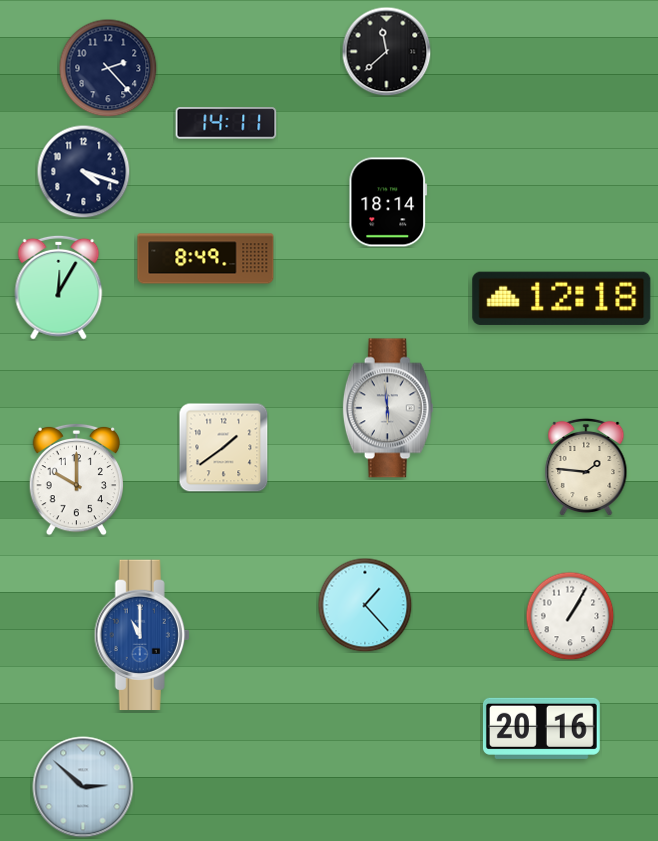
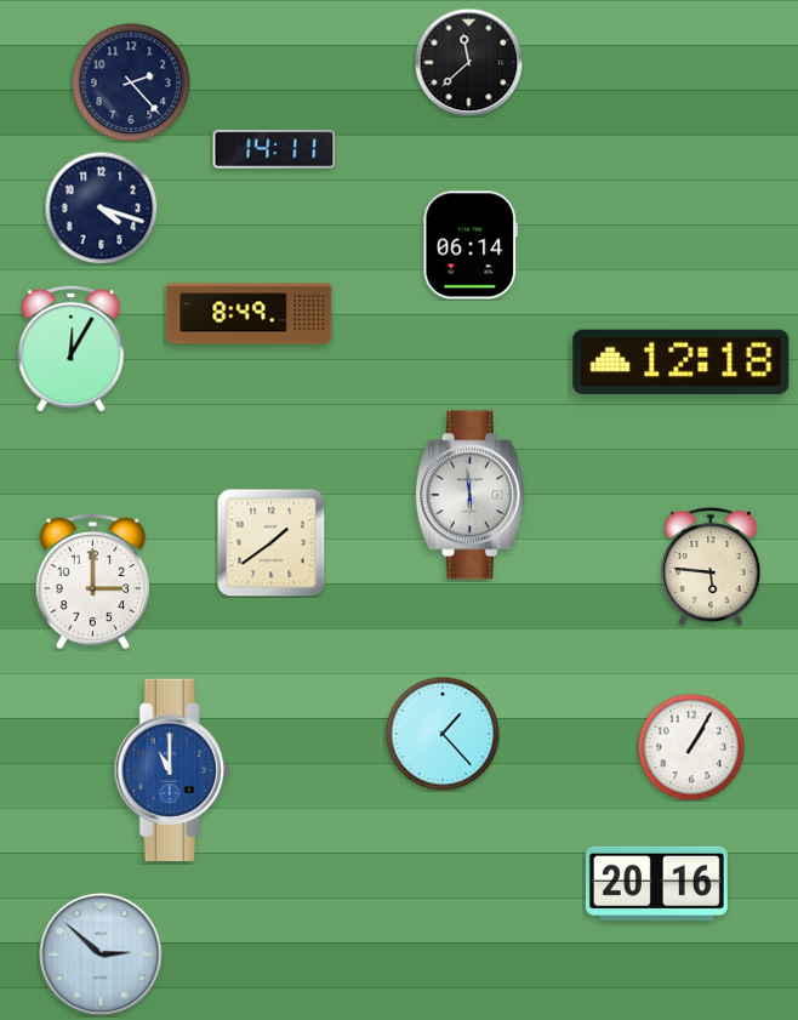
clock at (388, 202): 18:14 -> 06:14
clock at (586, 467): 1:46 -> 5:46
clock at (77, 479): 10:00 -> 3:00
